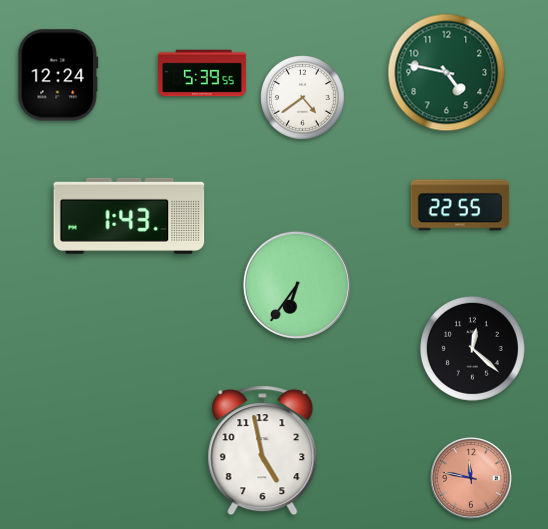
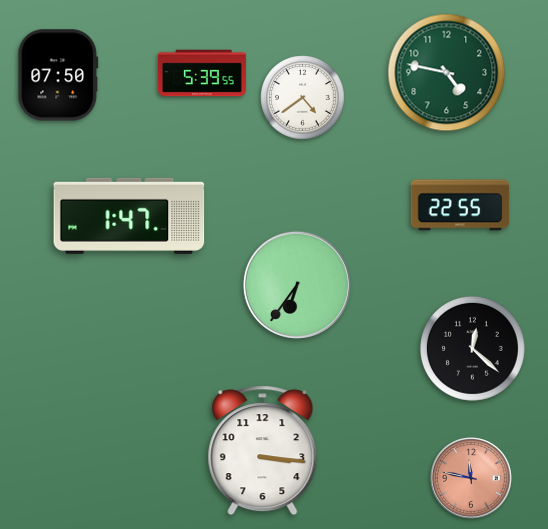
clock at (58, 75): 12:24 -> 07:50
clock at (129, 216): 1:43 -> 1:47
clock at (263, 451): 4:58 -> 3:16
